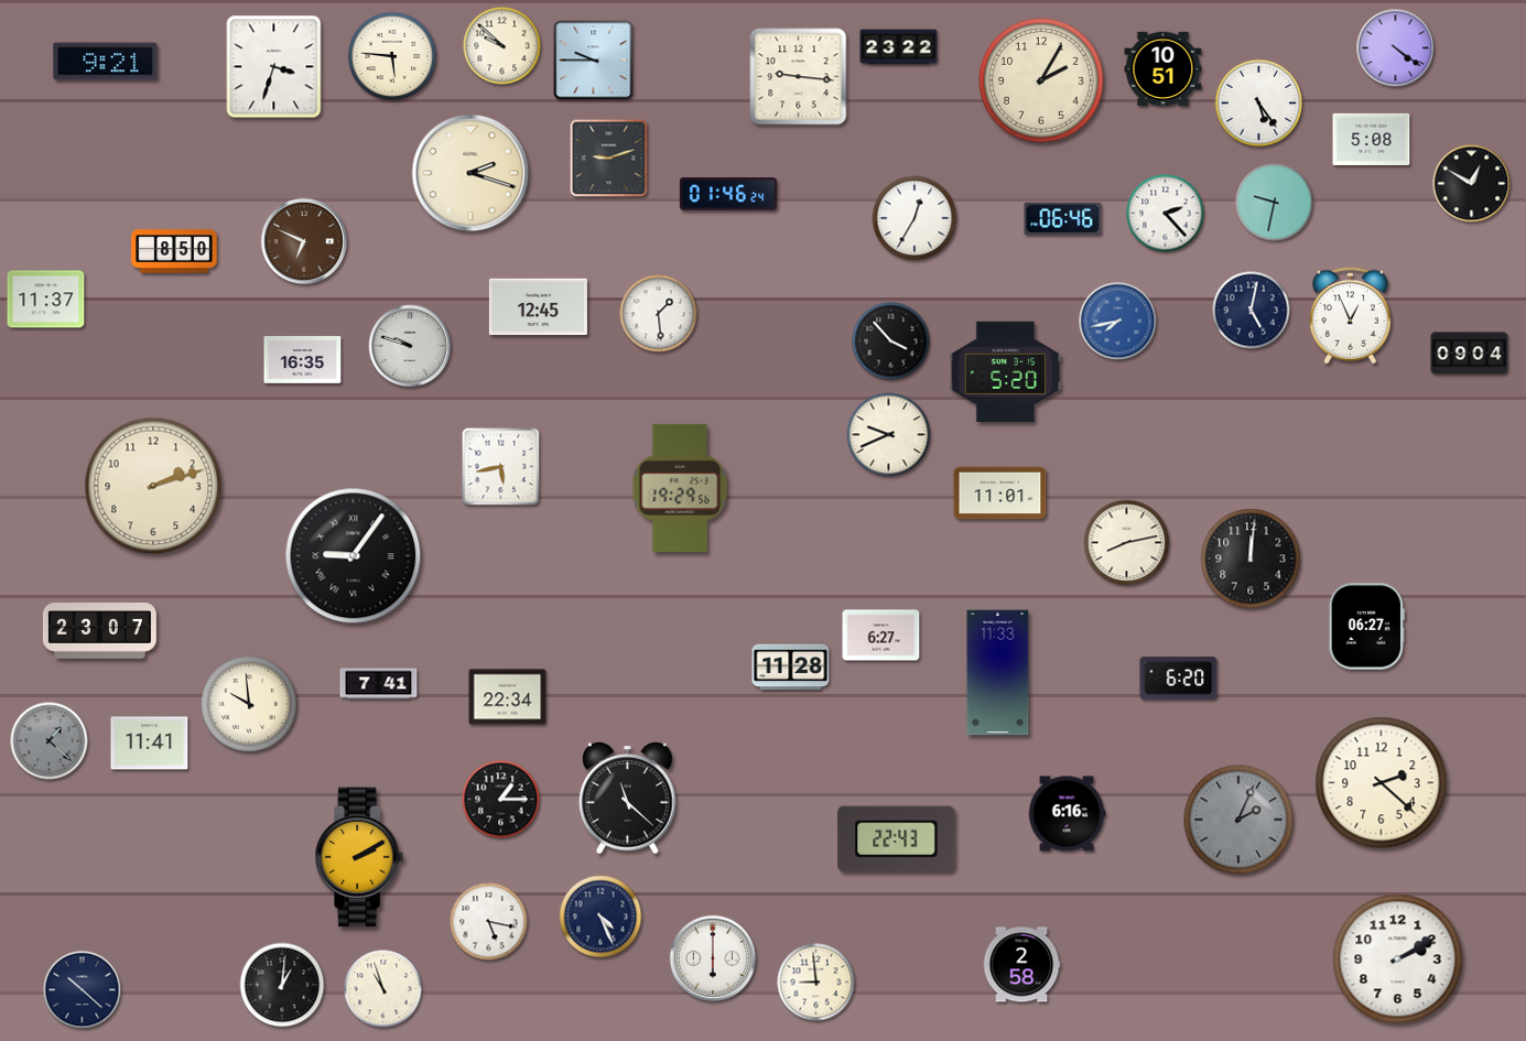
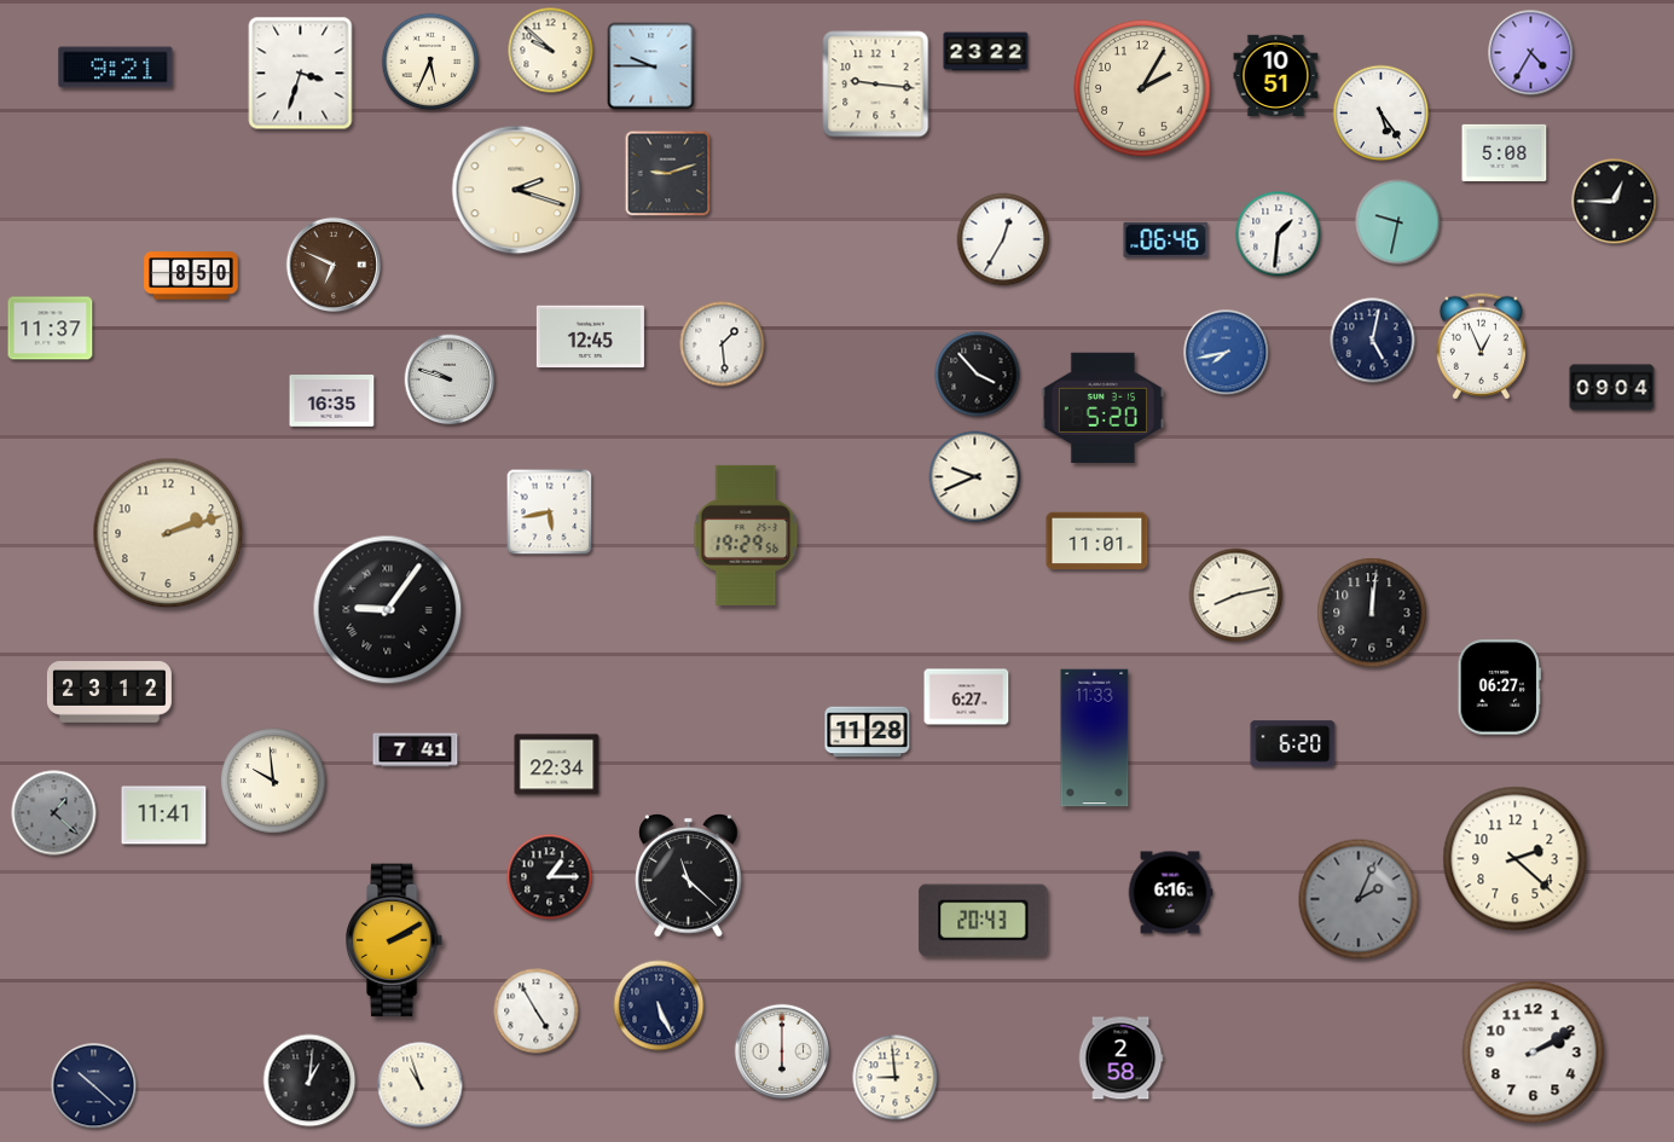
clock at (1396, 48): 4:21 -> 4:35
clock at (392, 56): 5:46 -> 5:34
clock at (1472, 184): 12:50 -> 12:45
clock at (728, 194): 01:46 -> none
clock at (1166, 214): 2:23 -> 1:31
clock at (303, 360) position: (303, 360) -> (332, 401)
clock at (99, 631): 23:07 -> 23:12
clock at (249, 704) position: (249, 704) -> (273, 781)
clock at (897, 839): 22:43 -> 20:43
clock at (600, 917): 4:26 -> 5:26
clock at (489, 922): 5:17 -> 4:55
clock at (83, 990) position: (83, 990) -> (94, 1086)
